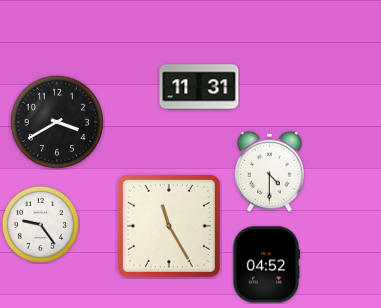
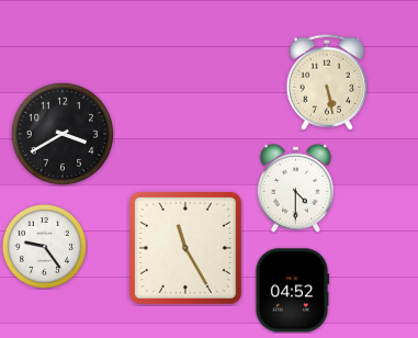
clock at (327, 82): none -> 5:28
clock at (199, 87): 11:31 -> none
